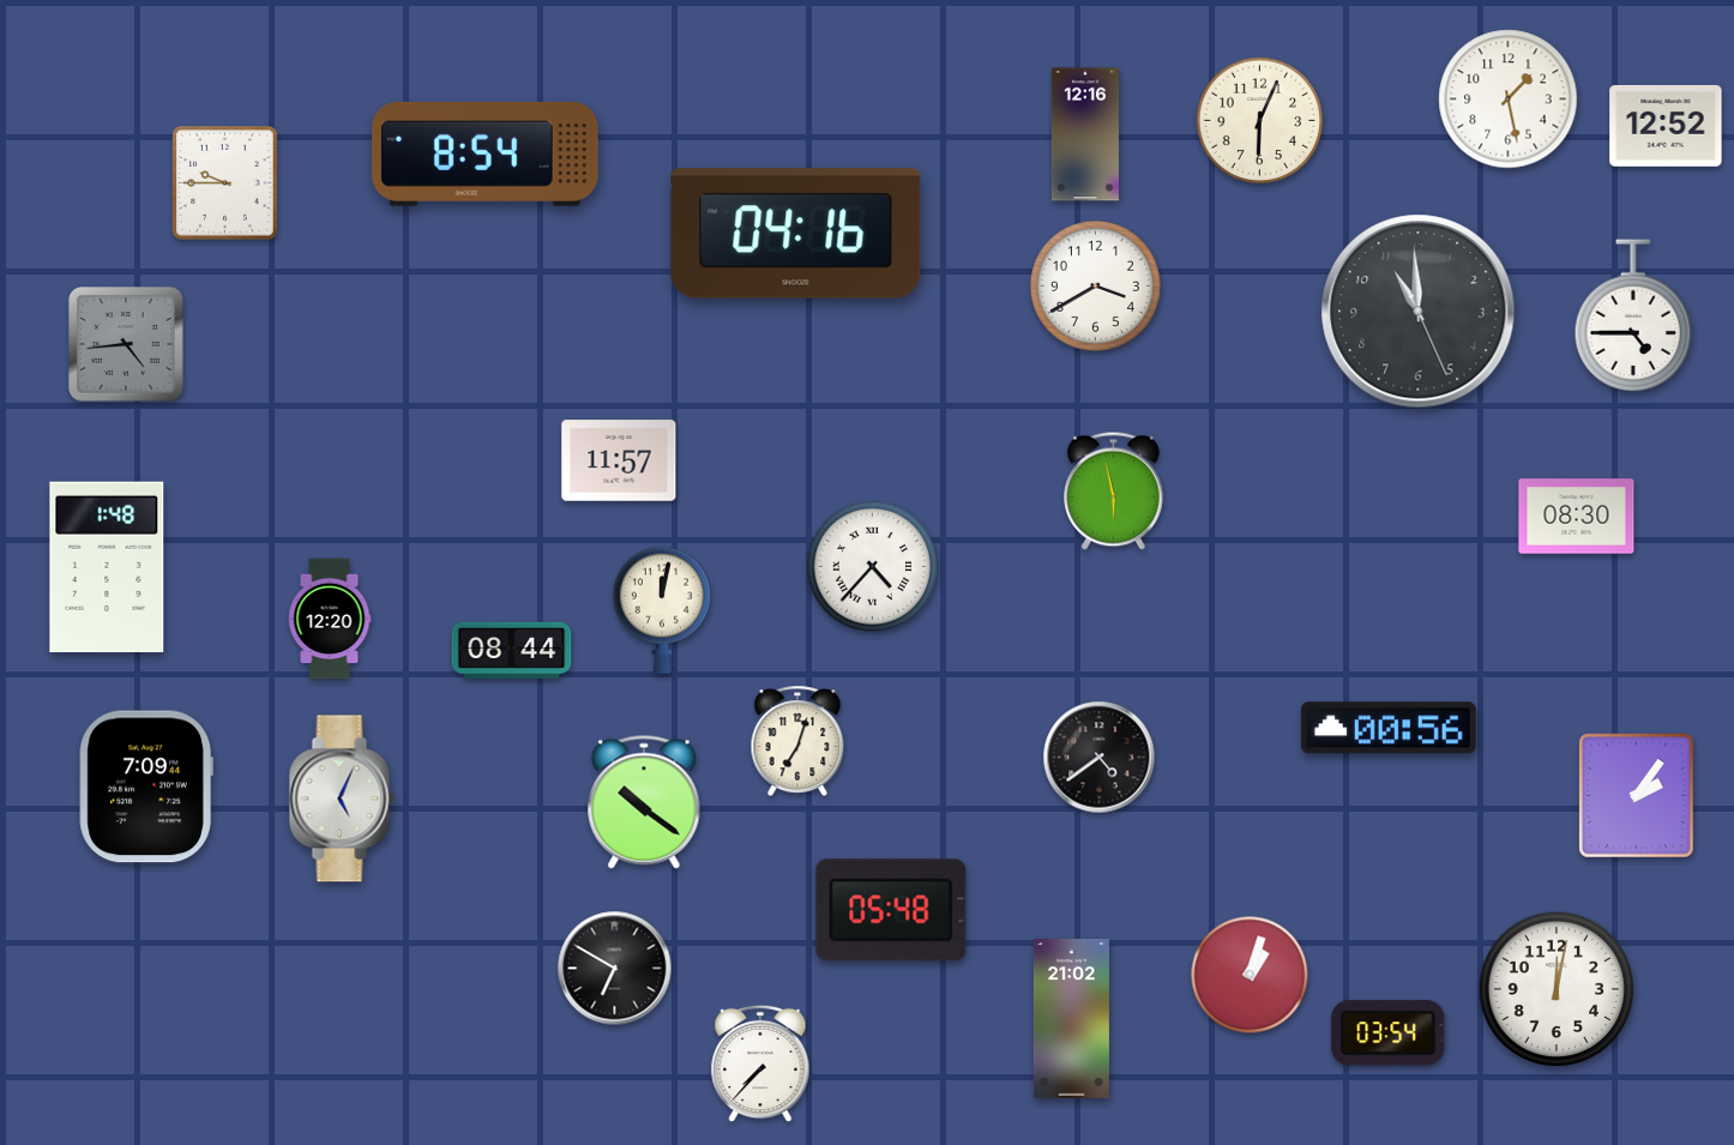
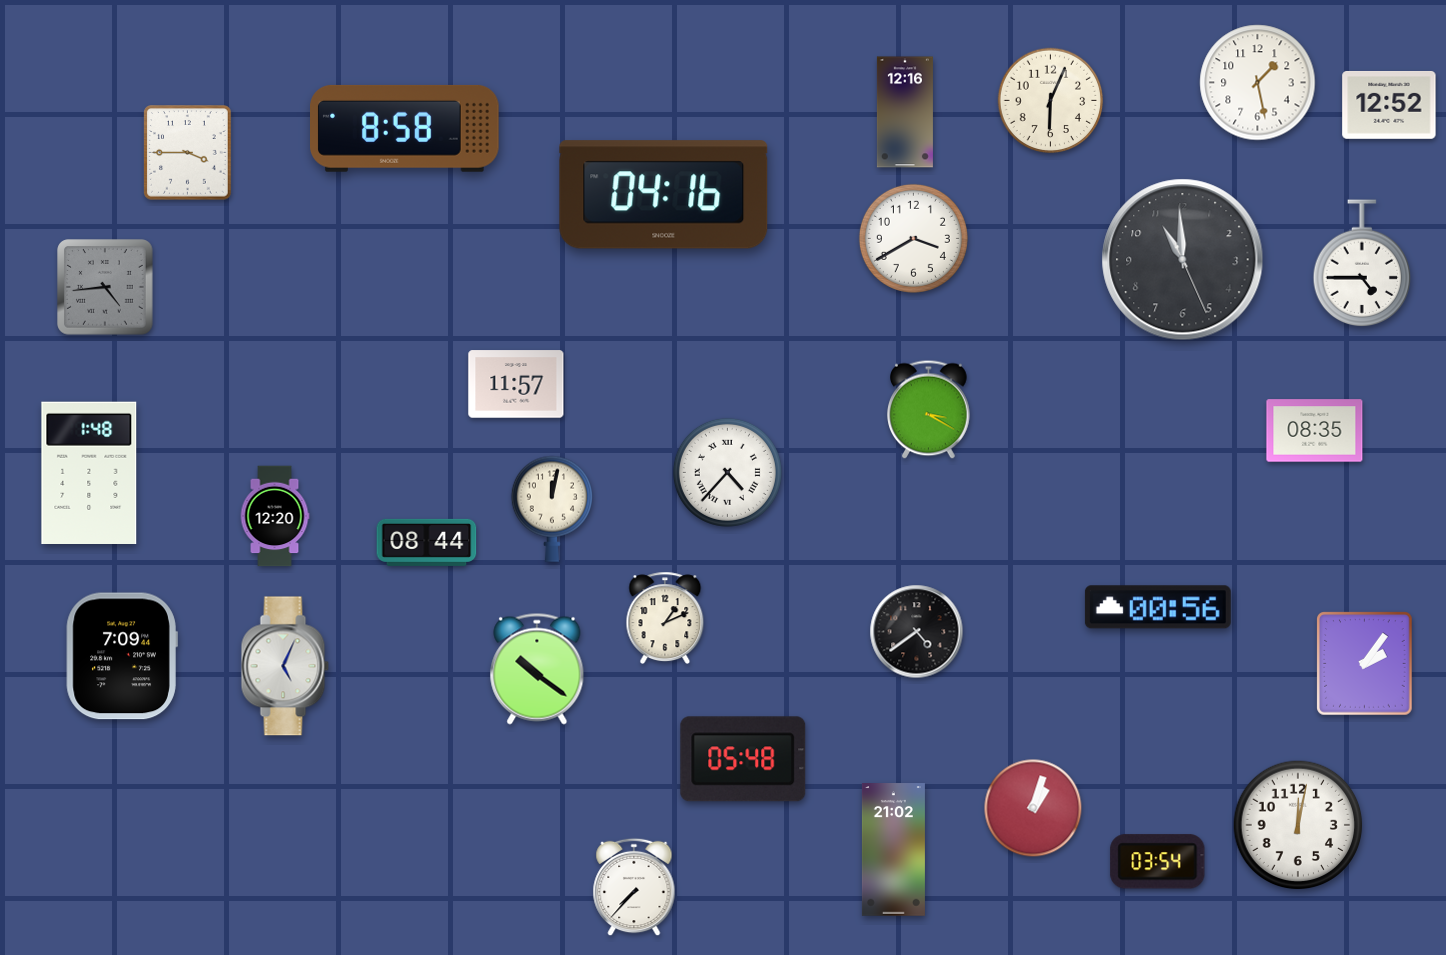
clock at (486, 153): 8:54 -> 8:58
clock at (225, 183): 9:45 -> 3:45
clock at (1114, 492): 5:58 -> 3:20
clock at (1577, 517): 08:30 -> 08:35
clock at (797, 740): 7:03 -> 1:11
clock at (615, 969): 6:50 -> none
clock at (1250, 975) position: (1250, 975) -> (1033, 808)
